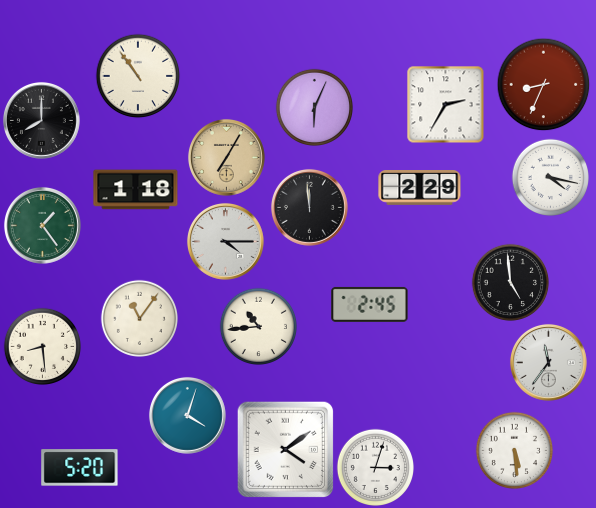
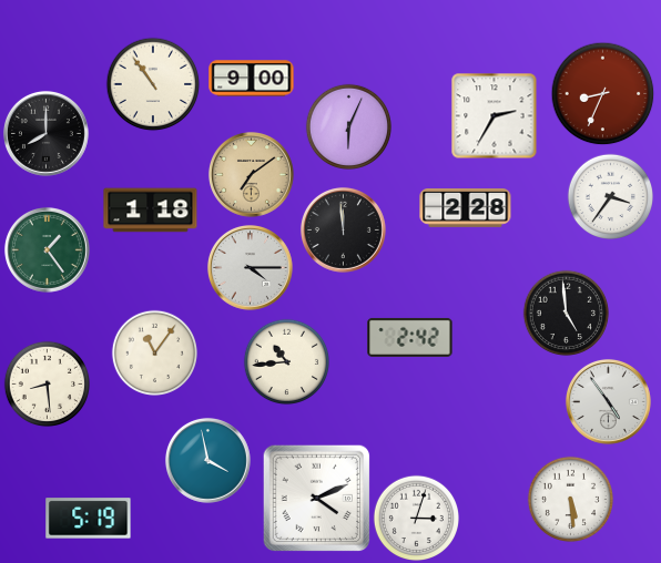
clock at (252, 79): none -> 9:00
clock at (314, 107) position: (314, 107) -> (348, 126)
clock at (226, 157): 7:05 -> 7:09
clock at (550, 177): 4:17 -> 3:36
clock at (420, 188): 2:29 -> 2:28
clock at (370, 304): 2:45 -> 2:42
clock at (548, 362): 11:36 -> 4:54
clock at (187, 415): 4:03 -> 3:58
clock at (285, 449): 4:09 -> 4:11
clock at (80, 468): 5:20 -> 5:19
